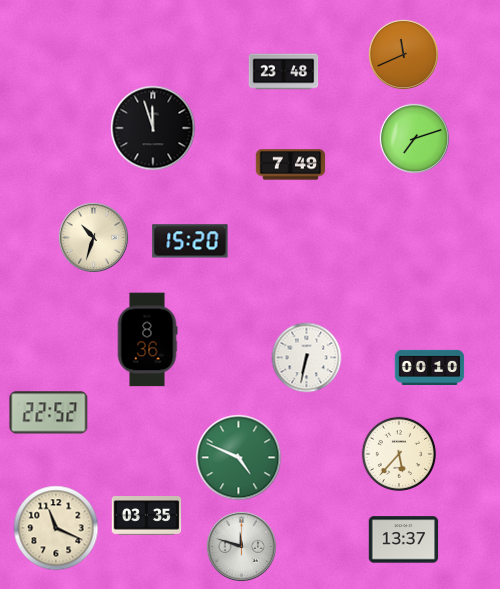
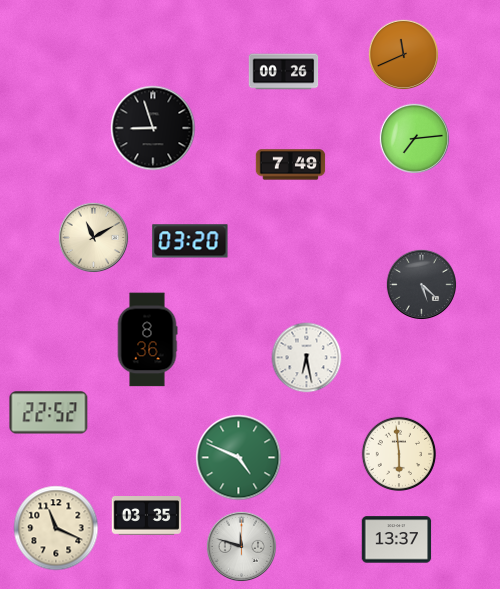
clock at (284, 72): 23:48 -> 00:26
clock at (153, 128): 11:57 -> 8:57
clock at (414, 138): 7:12 -> 7:14
clock at (93, 237): 10:33 -> 11:10
clock at (190, 241): 15:20 -> 03:20
clock at (421, 284): none -> 5:22
clock at (307, 358): 6:32 -> 6:28
clock at (430, 367): 00:10 -> none
clock at (398, 453): 5:37 -> 5:59
clock at (404, 540) position: (404, 540) -> (397, 540)
